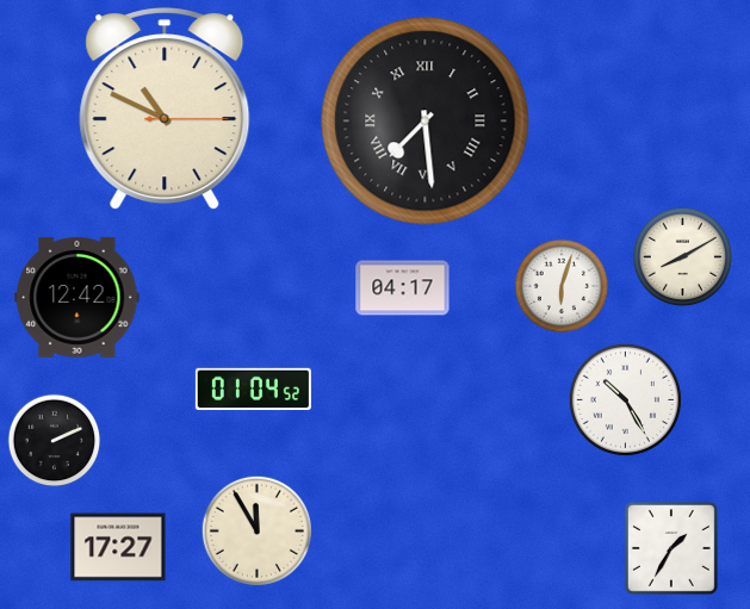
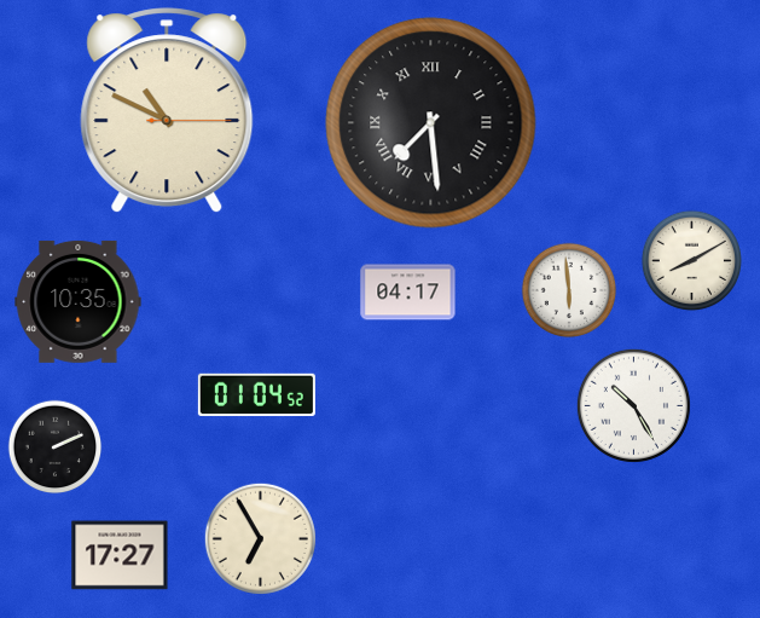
clock at (562, 286): 6:03 -> 5:59
clock at (78, 297): 12:42 -> 10:35
clock at (256, 530): 11:55 -> 6:55
clock at (672, 549): 1:35 -> none
